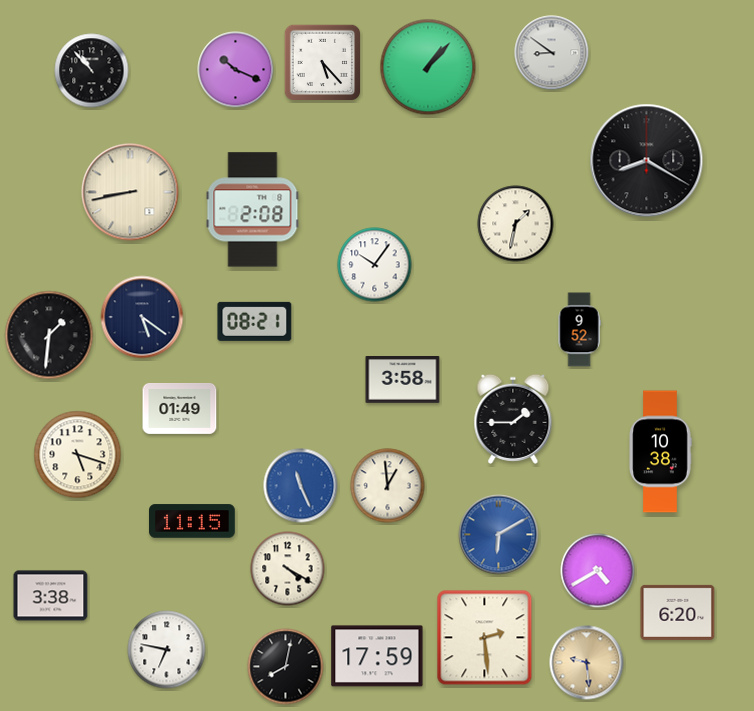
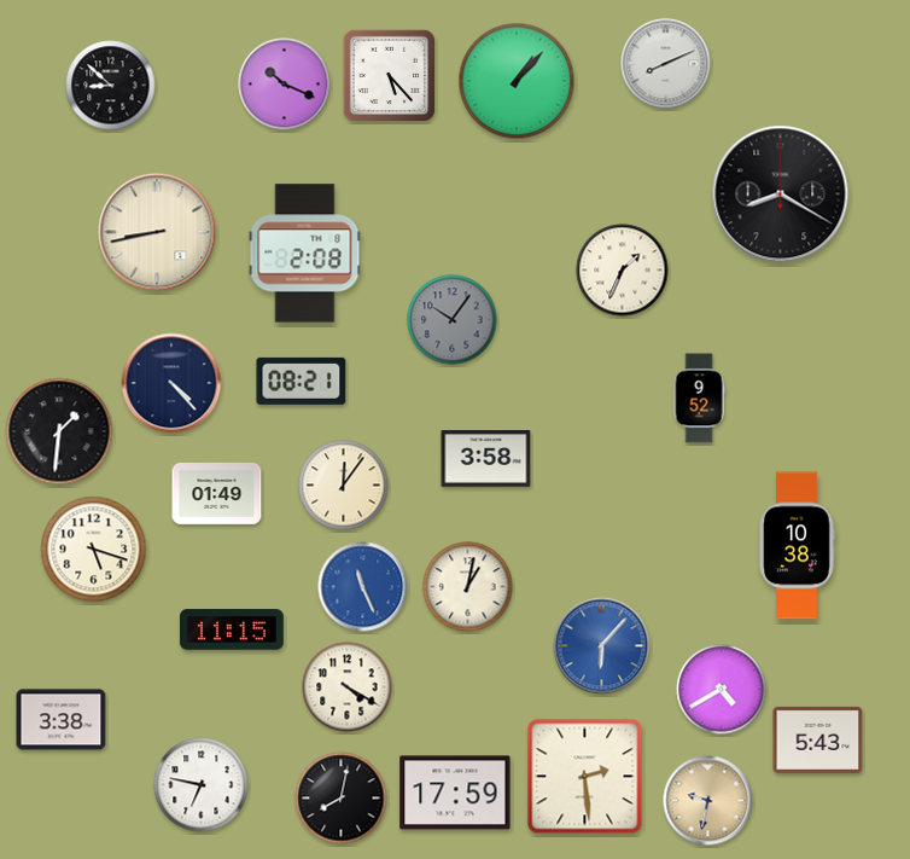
clock at (552, 53): 8:51 -> 8:11
clock at (92, 71): 10:53 -> 8:52
clock at (516, 224): 1:32 -> 1:34
clock at (375, 265) dial: white -> grey
clock at (142, 317): 5:21 -> 4:23
clock at (255, 321) position: (255, 321) -> (302, 381)
clock at (49, 335) position: (49, 335) -> (59, 431)
clock at (344, 486): none -> 12:06
clock at (513, 419): 1:45 -> none
clock at (388, 486): 12:59 -> 1:02
clock at (499, 535): 6:10 -> 6:07
clock at (678, 612): 6:20 -> 5:43
clock at (485, 638) position: (485, 638) -> (585, 777)
clock at (587, 663): 9:29 -> 9:32
clock at (286, 667) position: (286, 667) -> (342, 799)
